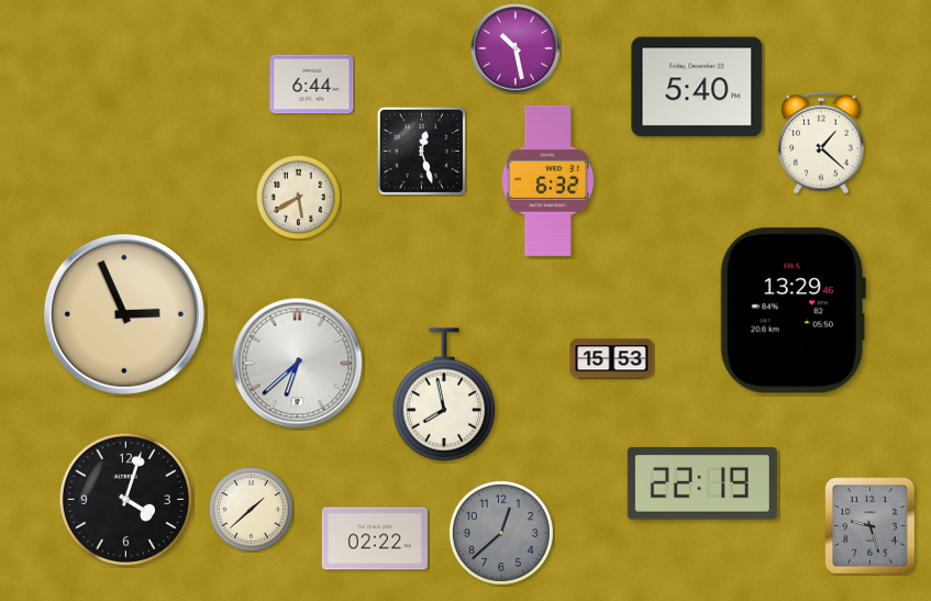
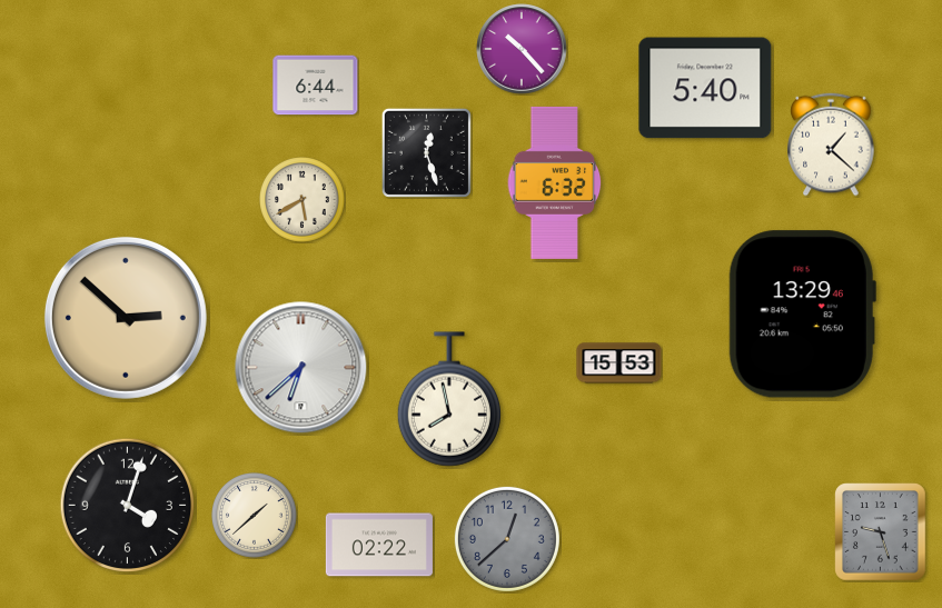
clock at (516, 48): 10:28 -> 10:23
clock at (124, 314): 2:56 -> 2:52
clock at (702, 485): 22:19 -> none
